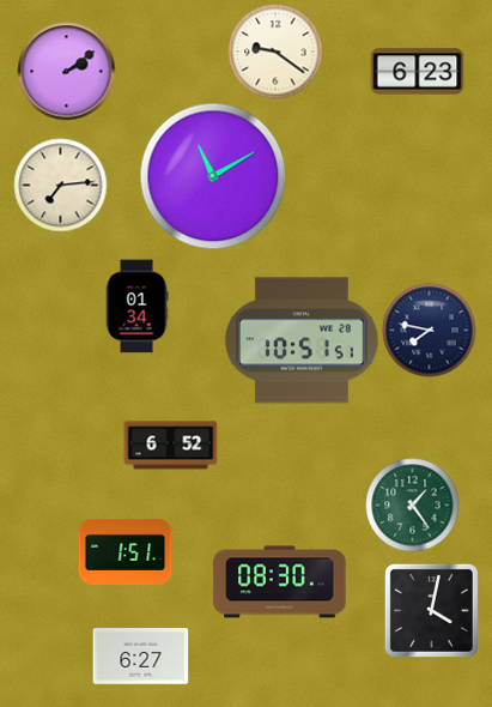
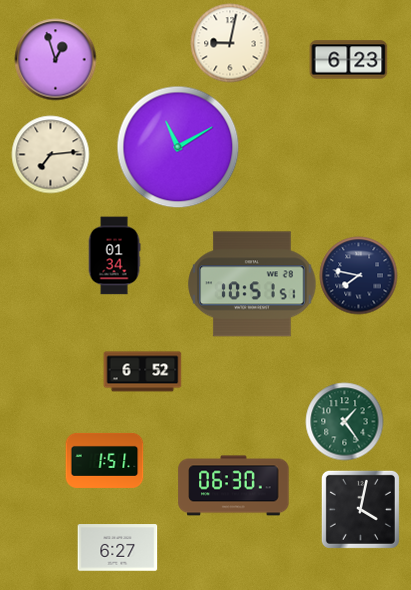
clock at (275, 52): 9:21 -> 9:02
clock at (66, 71): 2:09 -> 12:57
clock at (280, 582): 08:30 -> 06:30
